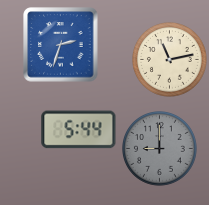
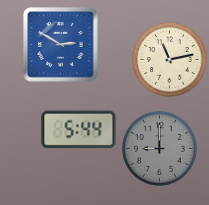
clock at (61, 45): 2:33 -> 2:50
